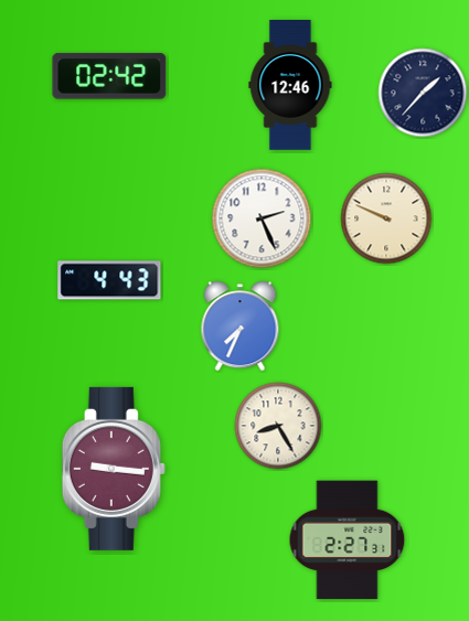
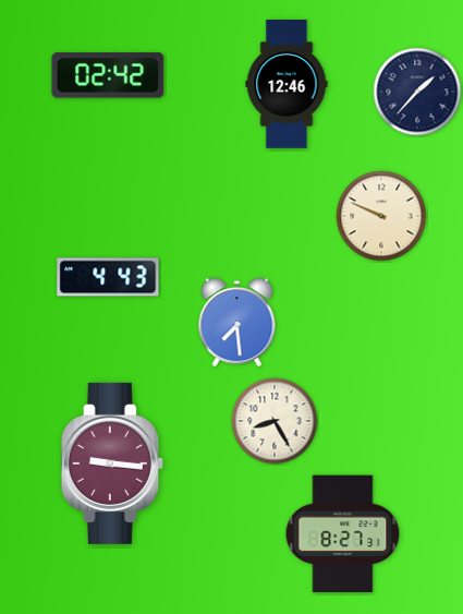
clock at (262, 218): 2:26 -> none
clock at (241, 326): 7:34 -> 7:29
clock at (348, 540): 2:27 -> 8:27
